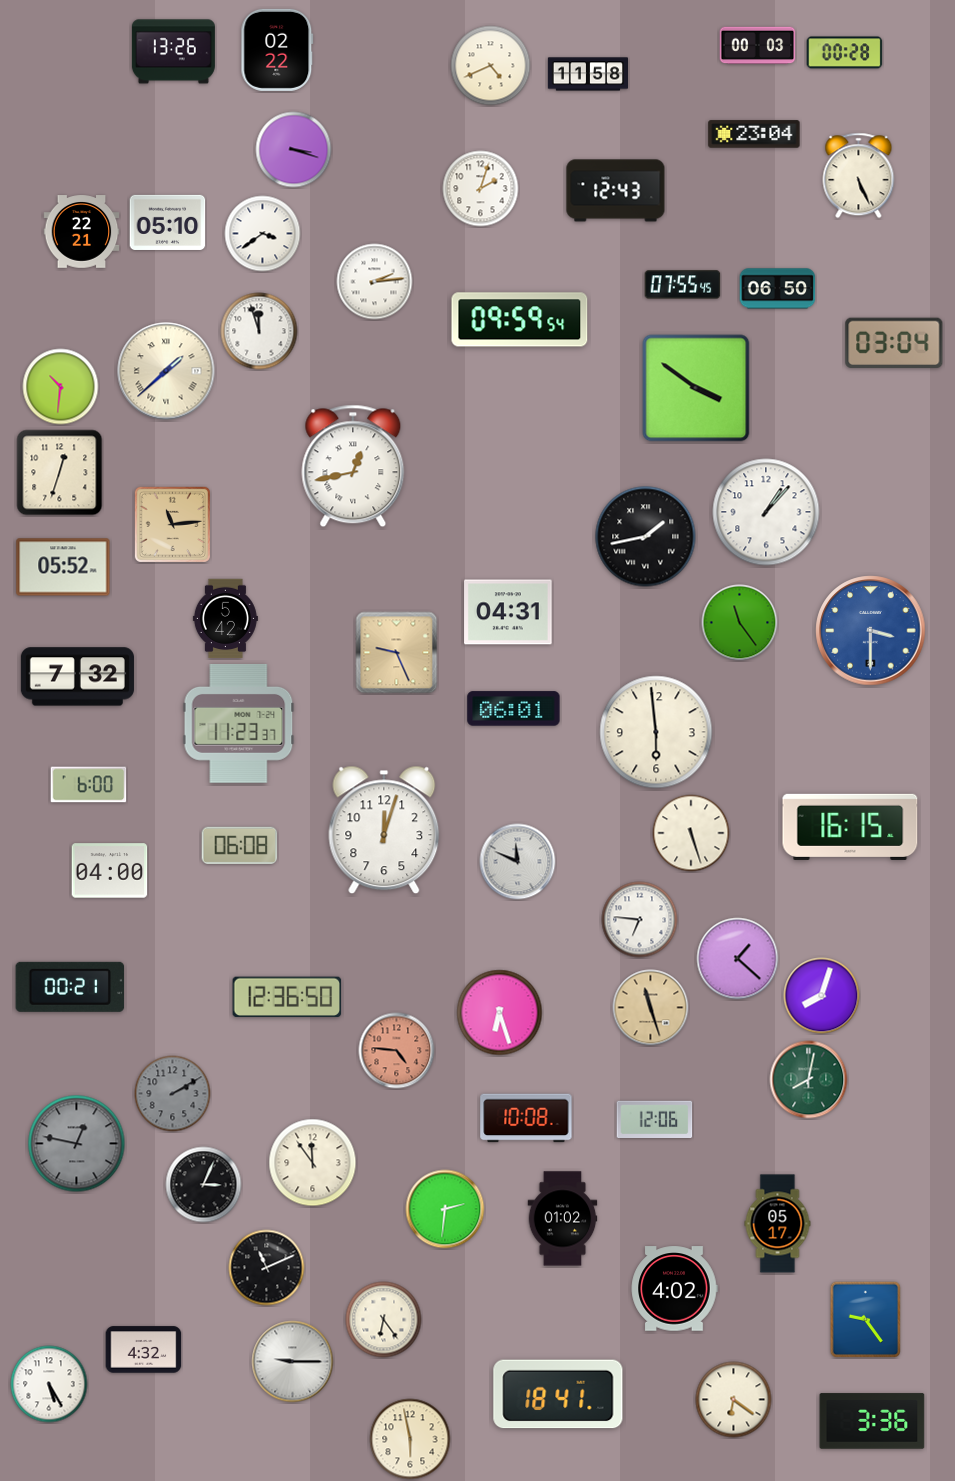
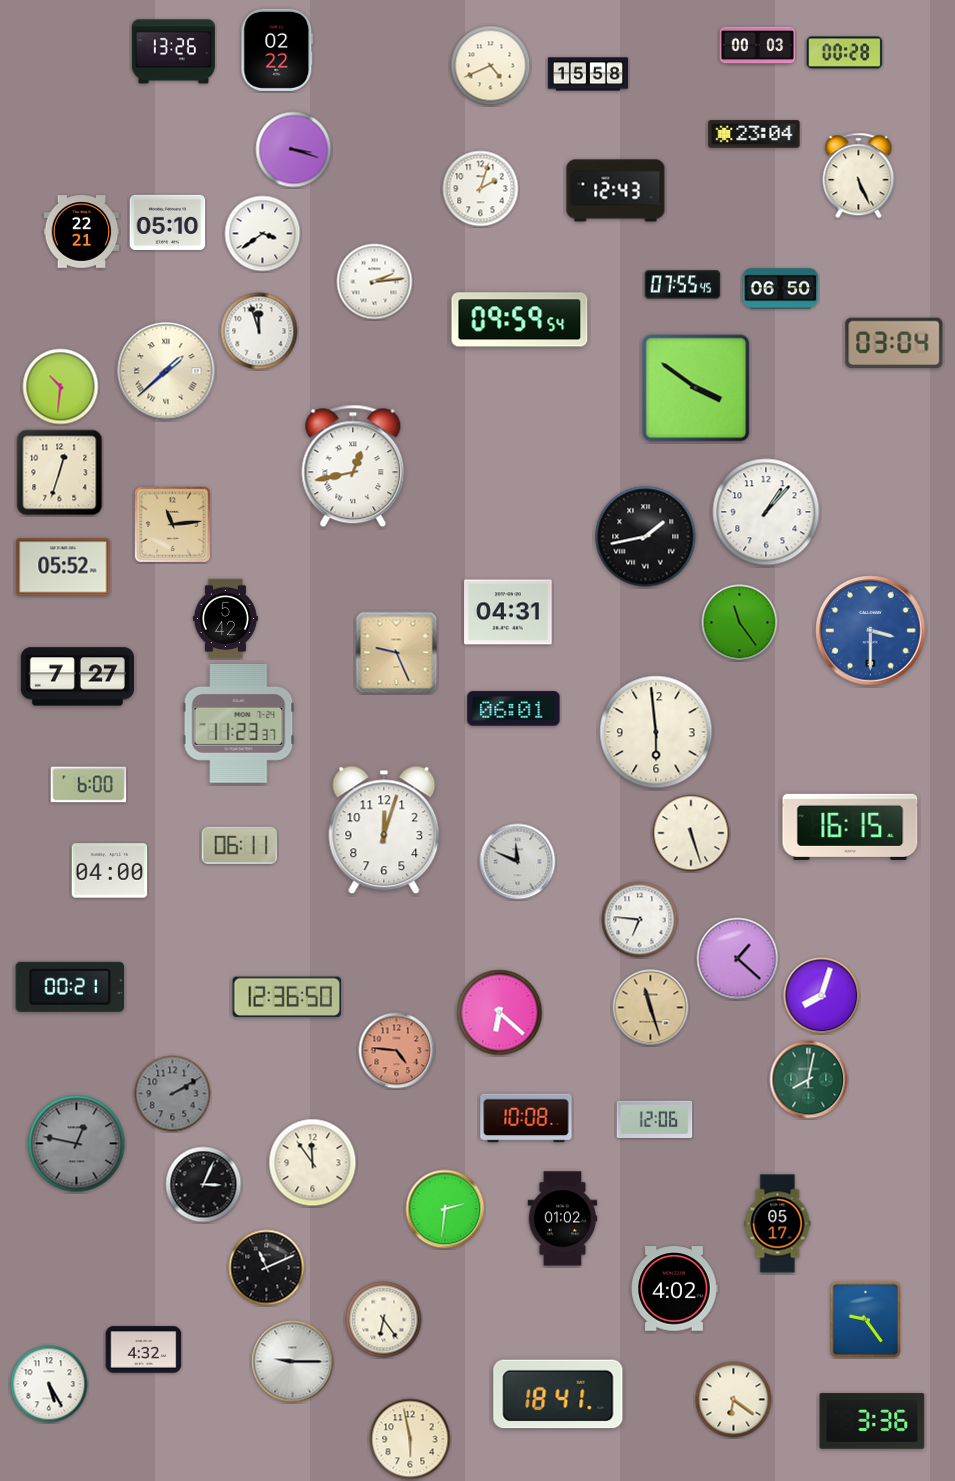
clock at (587, 74): 11:58 -> 15:58
clock at (778, 289) position: (778, 289) -> (781, 289)
clock at (77, 677): 7:32 -> 7:27
clock at (240, 845): 06:08 -> 06:11
clock at (500, 1013): 6:27 -> 6:22
